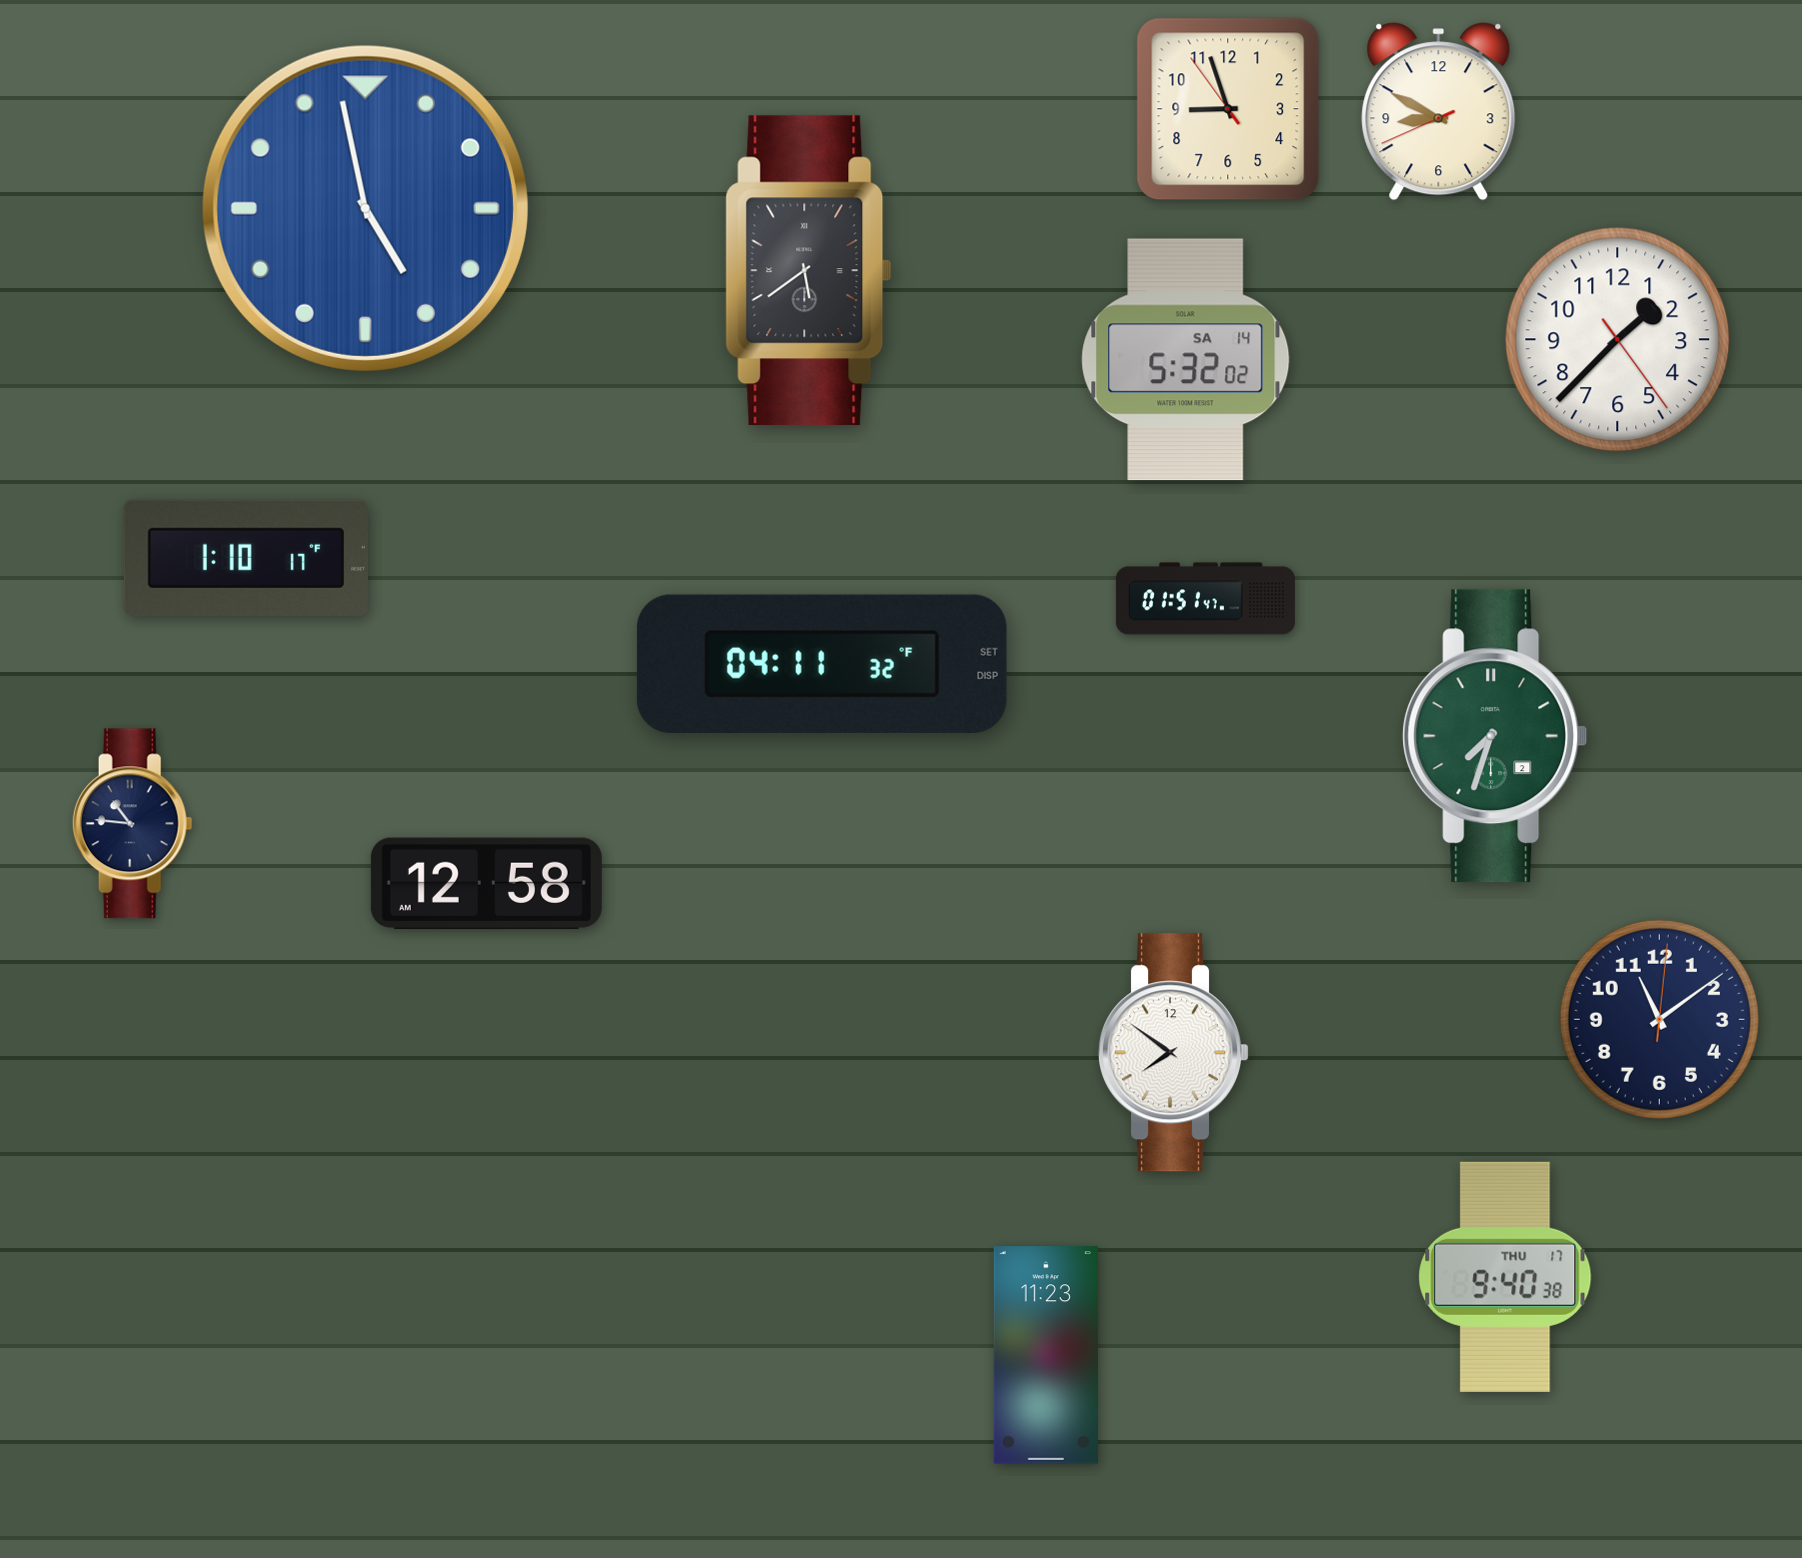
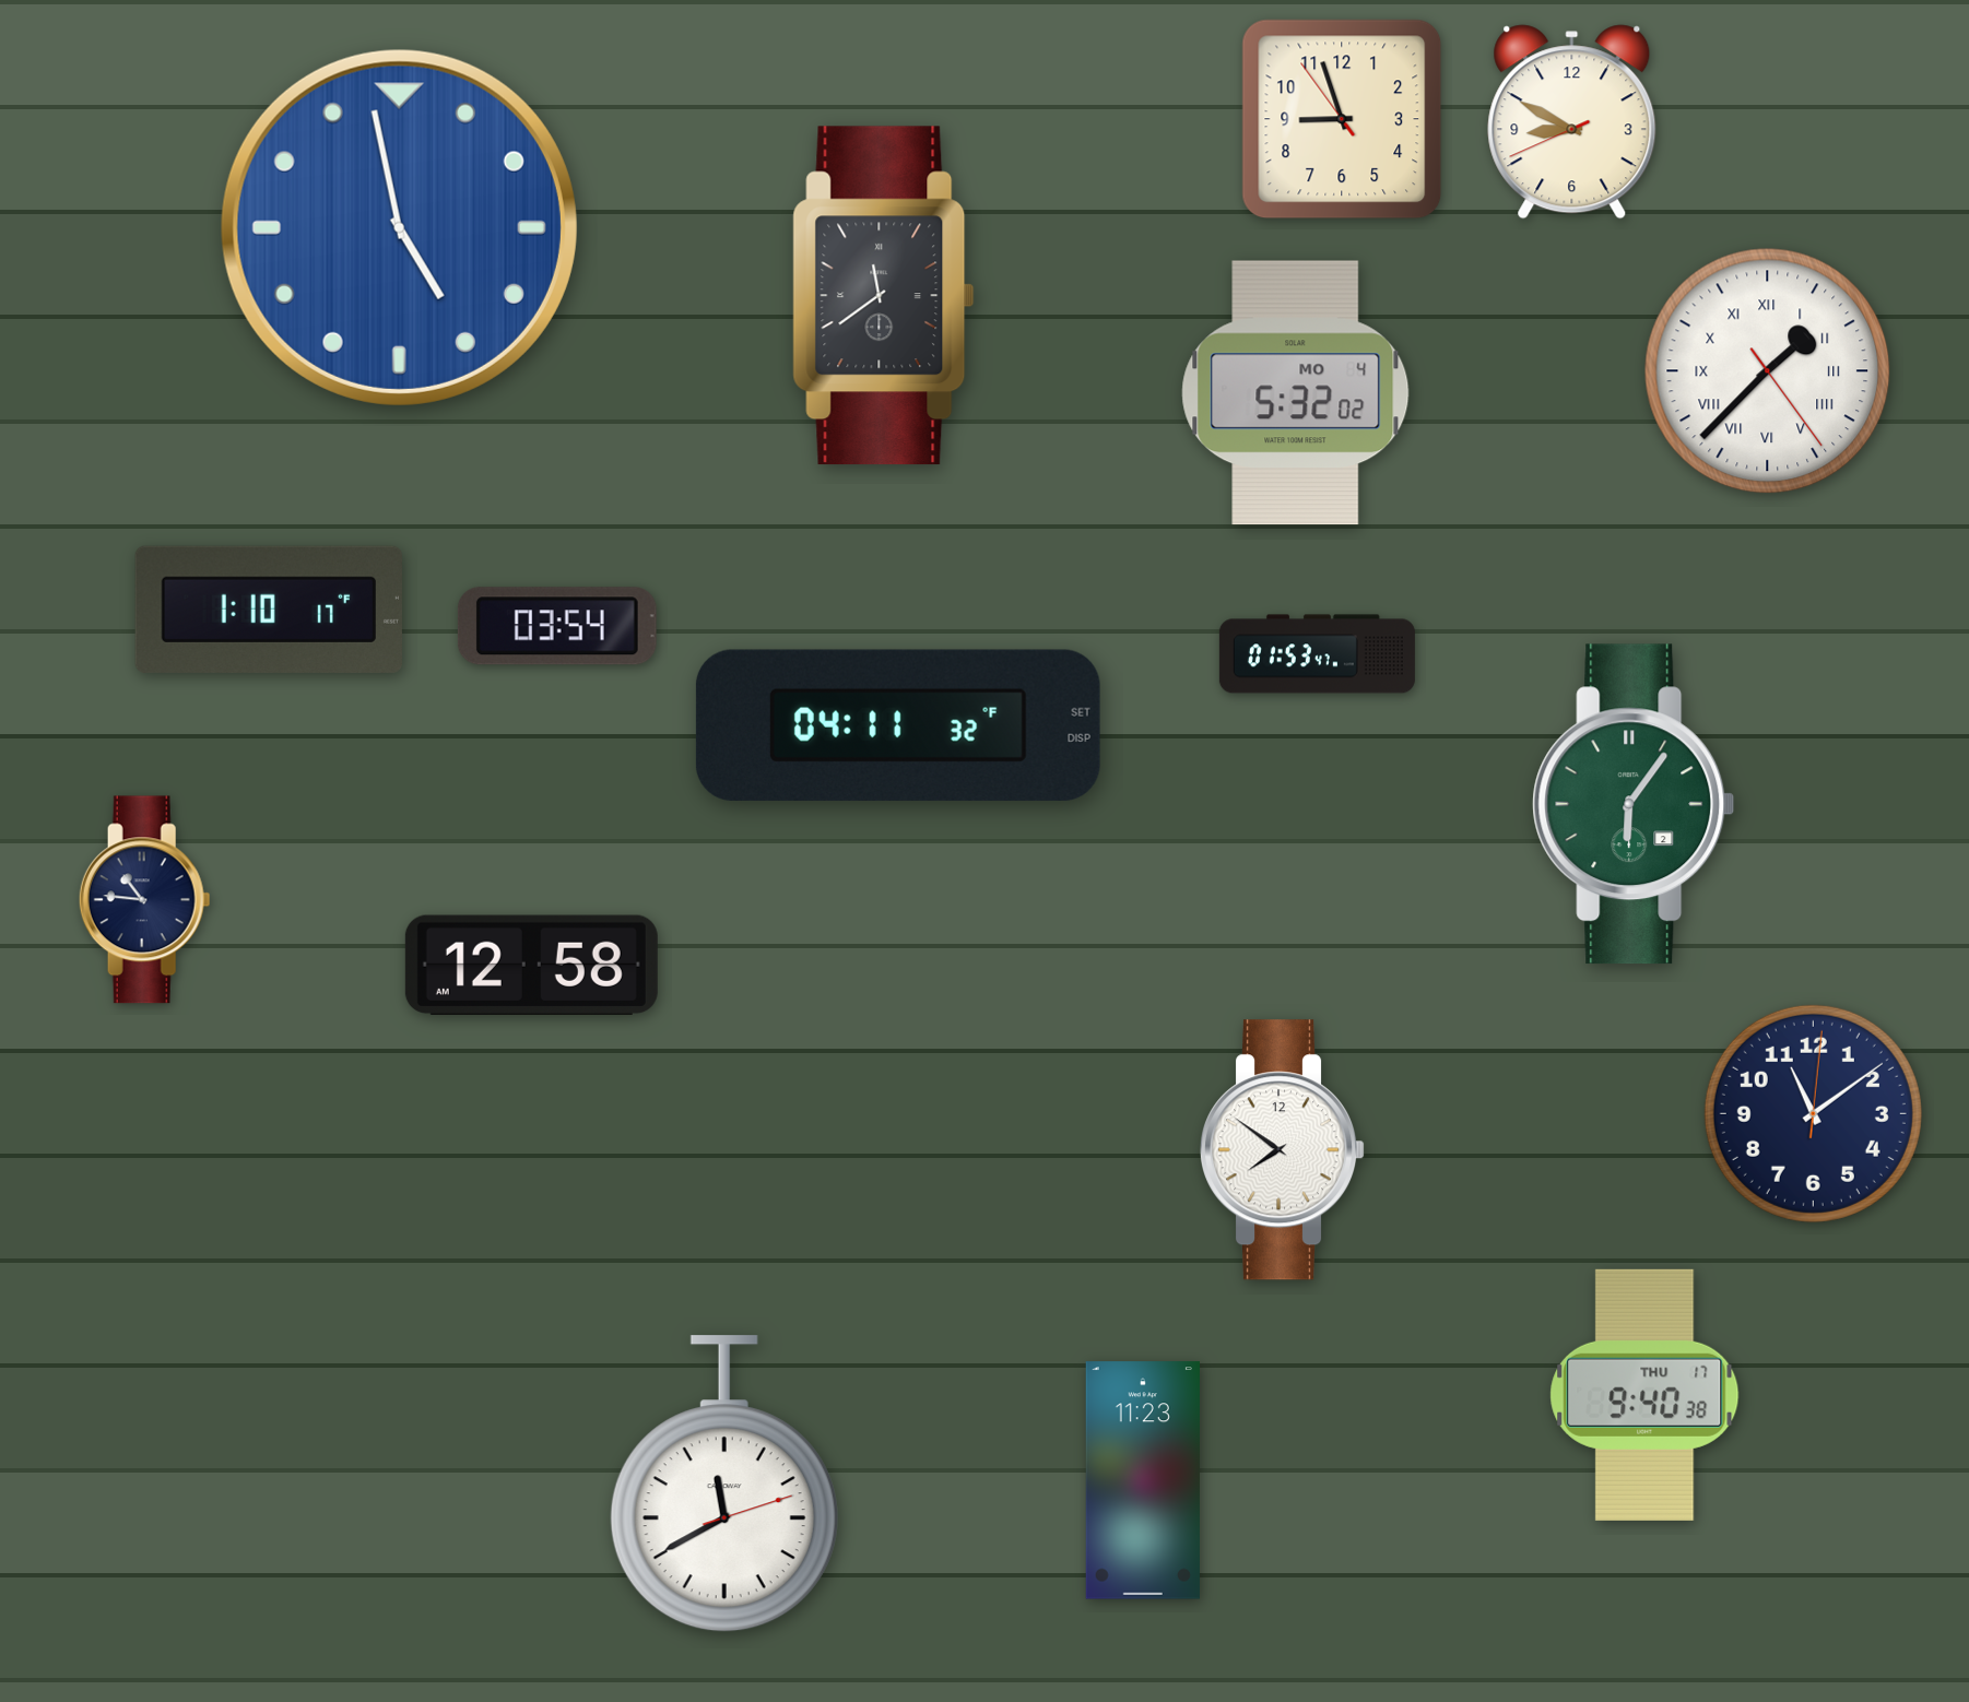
clock at (809, 271): 5:39 -> 11:39
clock at (1618, 340) numerals: Arabic -> Roman
clock at (1186, 360) date: SA 14 -> MO 4
clock at (557, 626): none -> 03:54
clock at (1205, 599): 01:51 -> 01:53
clock at (1495, 736): 7:33 -> 6:06
clock at (724, 1485): none -> 11:40
